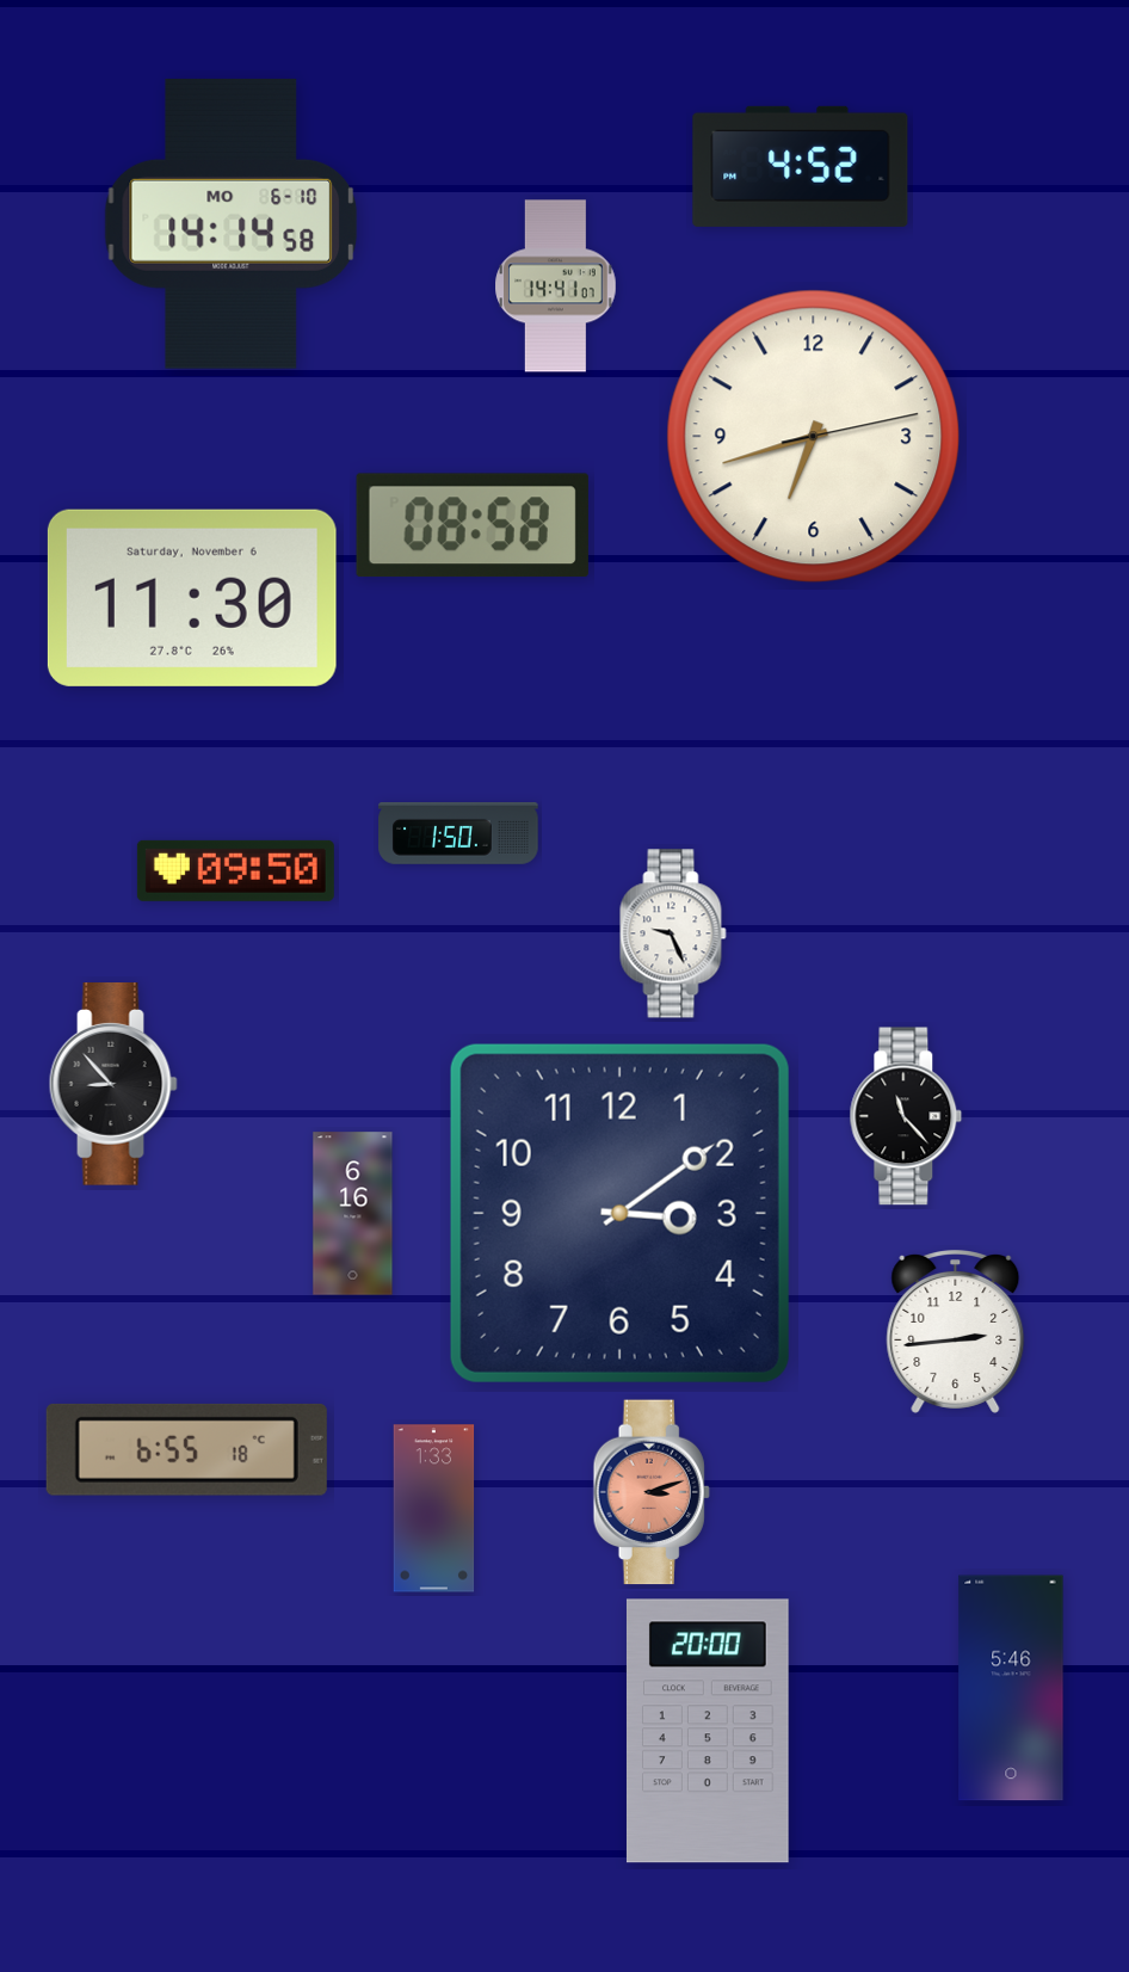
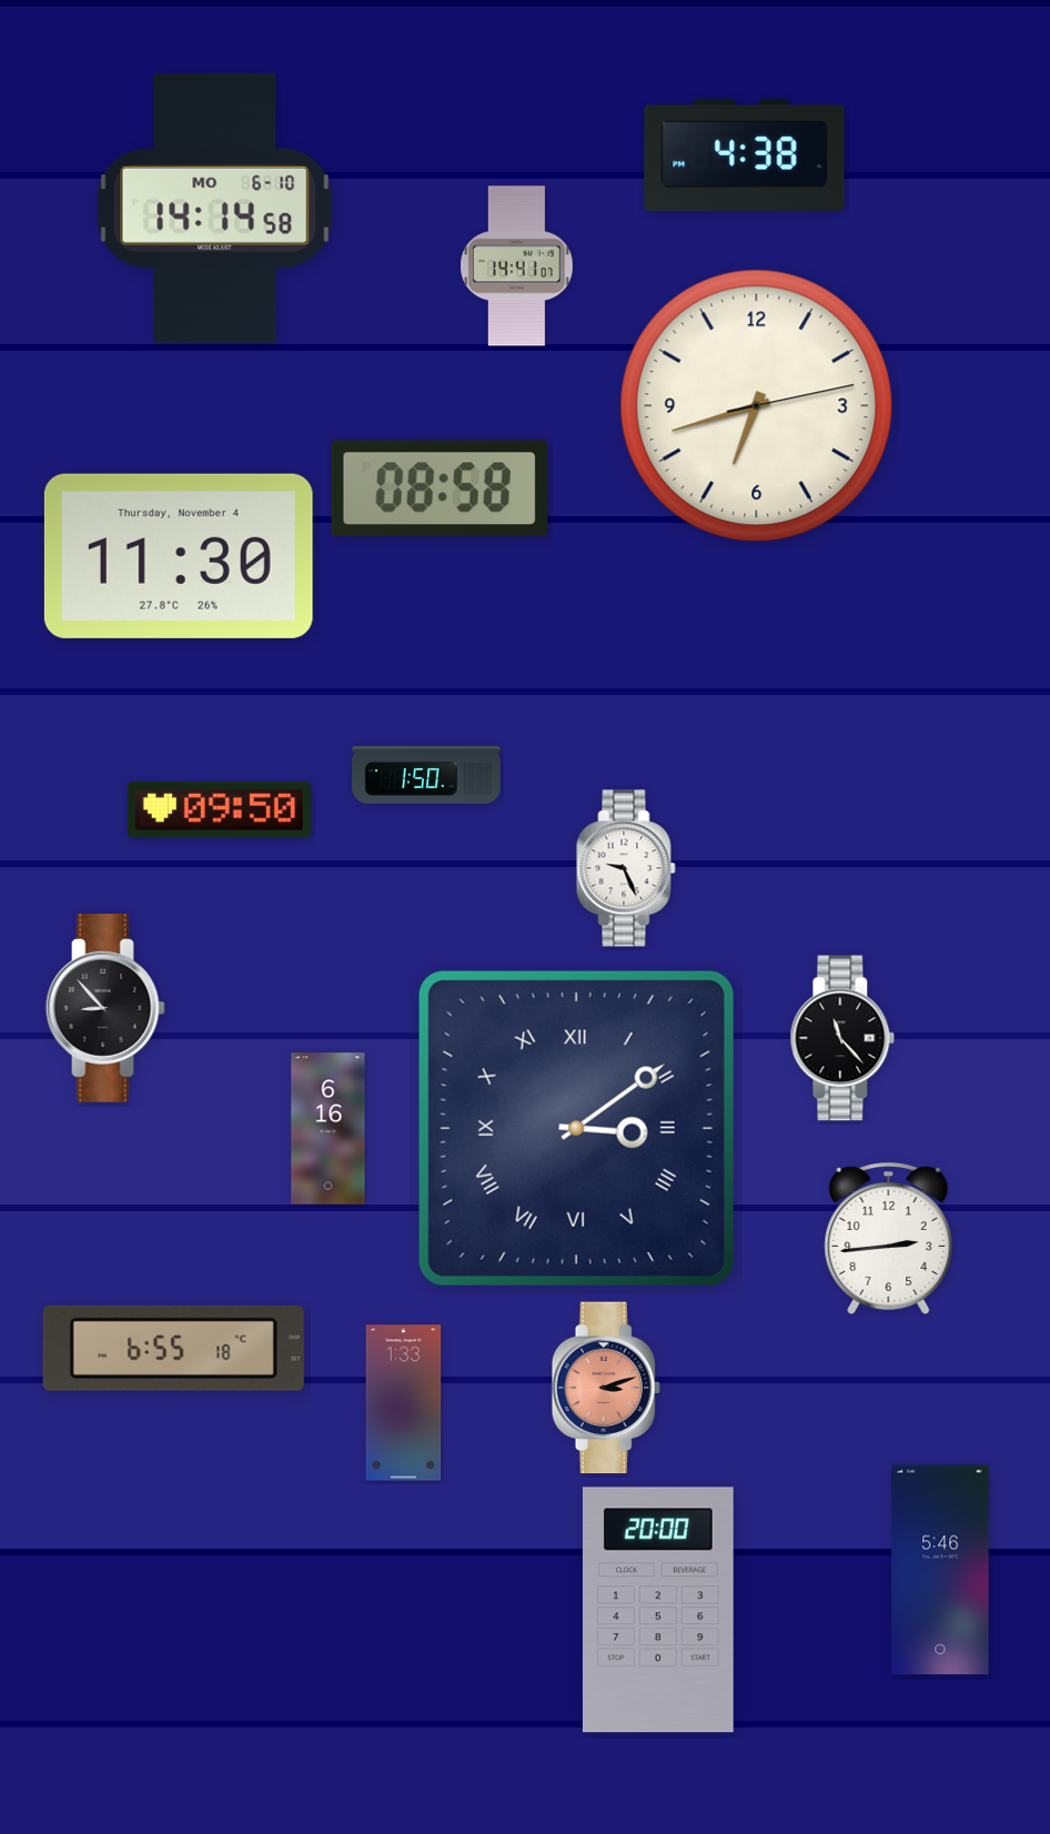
clock at (801, 166): 4:52 -> 4:38
clock at (192, 598) date: Saturday, November 6 -> Thursday, November 4
clock at (619, 1213) numerals: Arabic -> Roman
